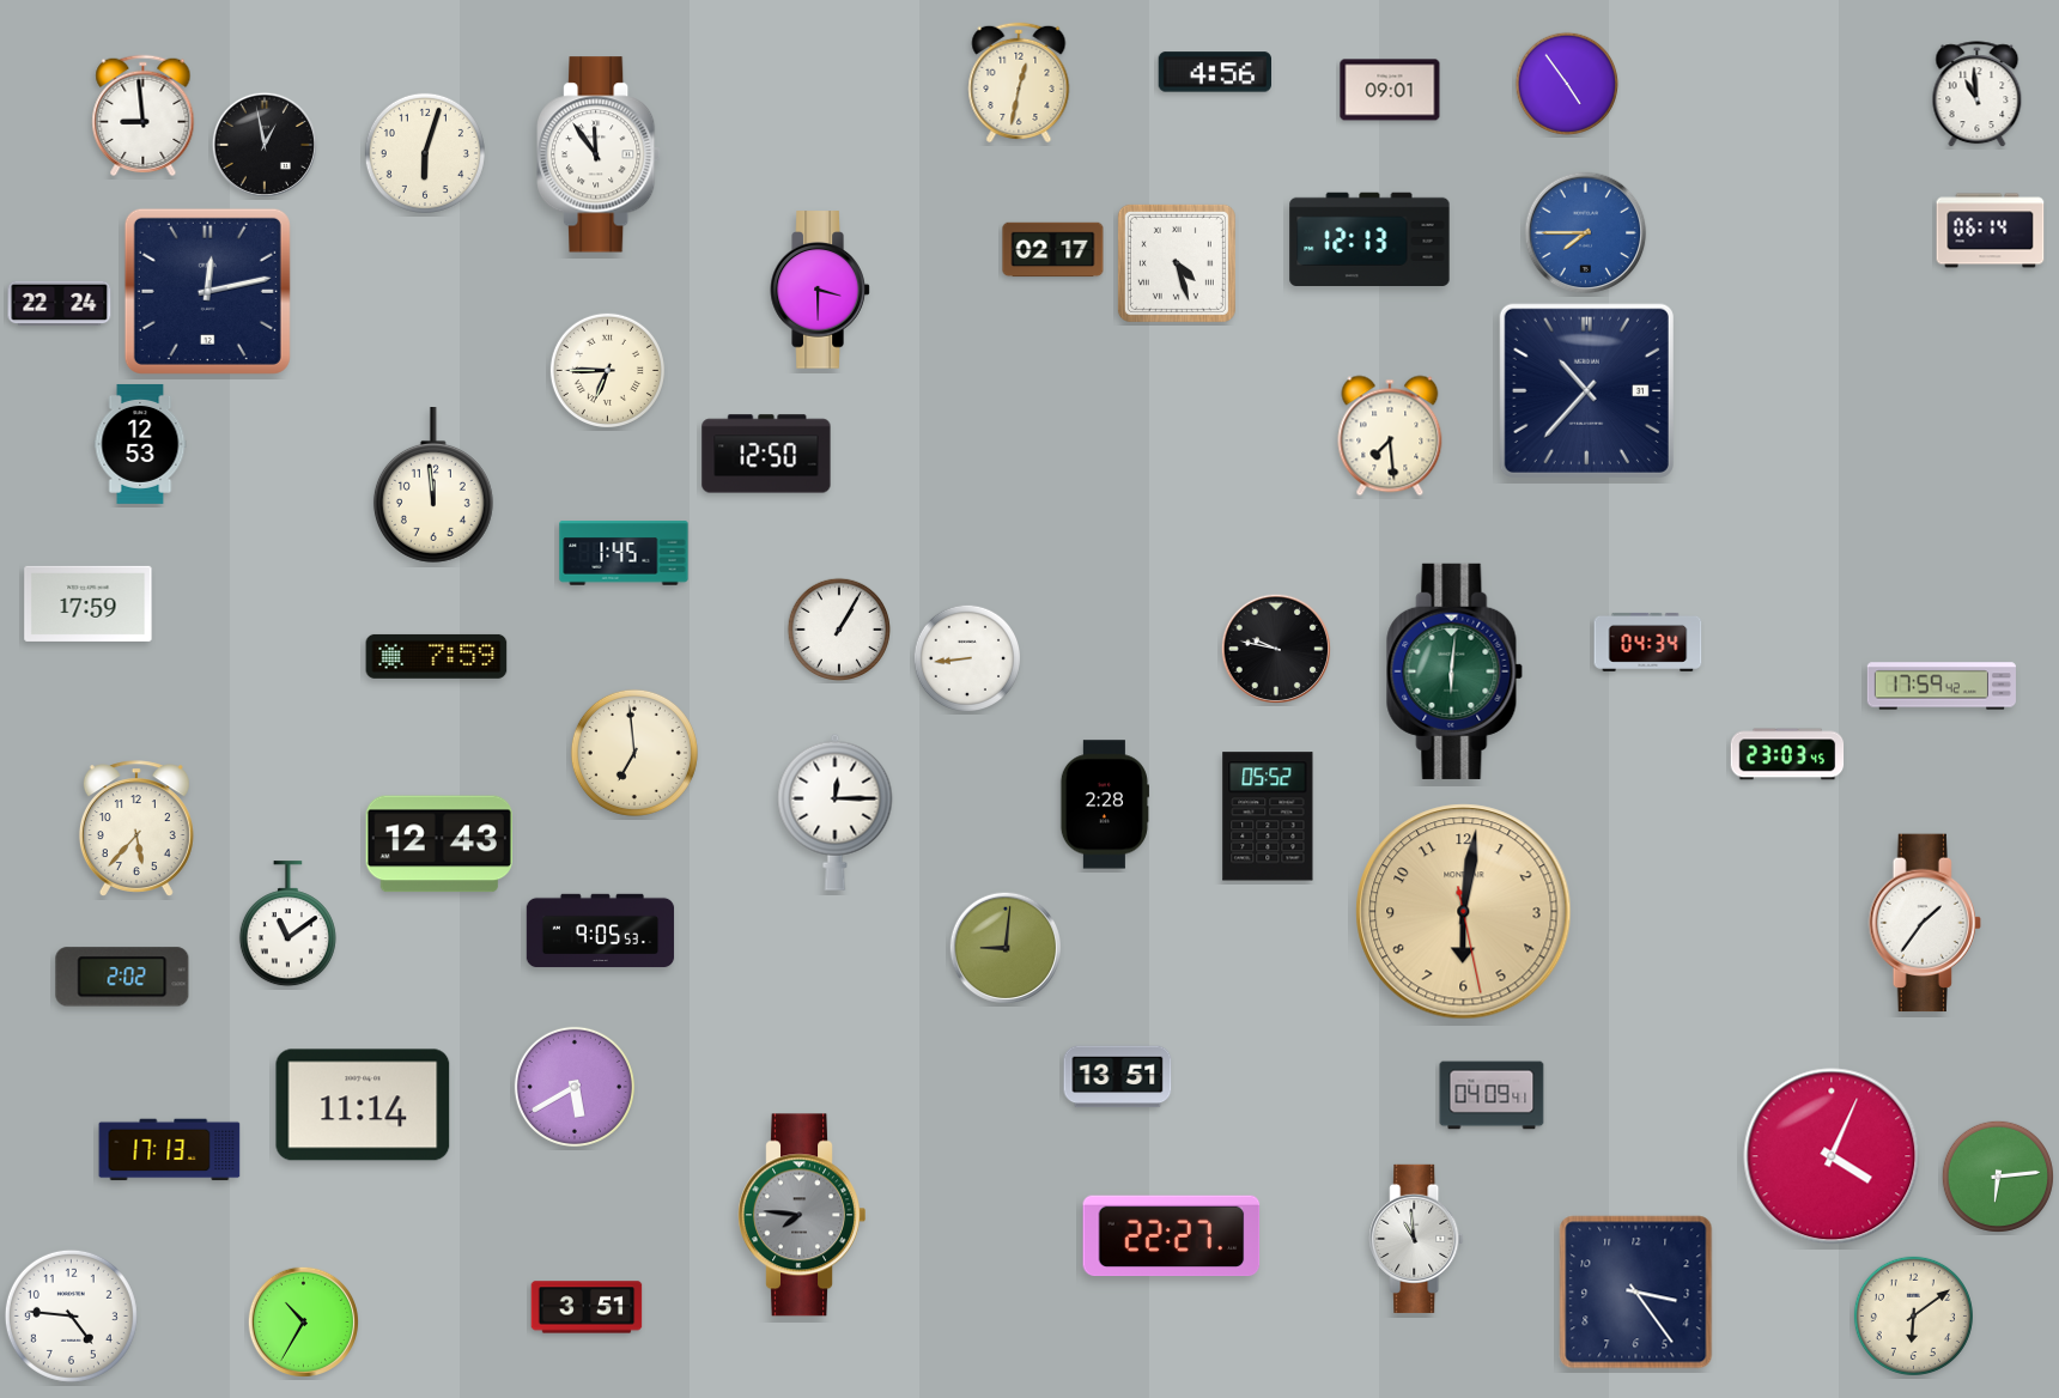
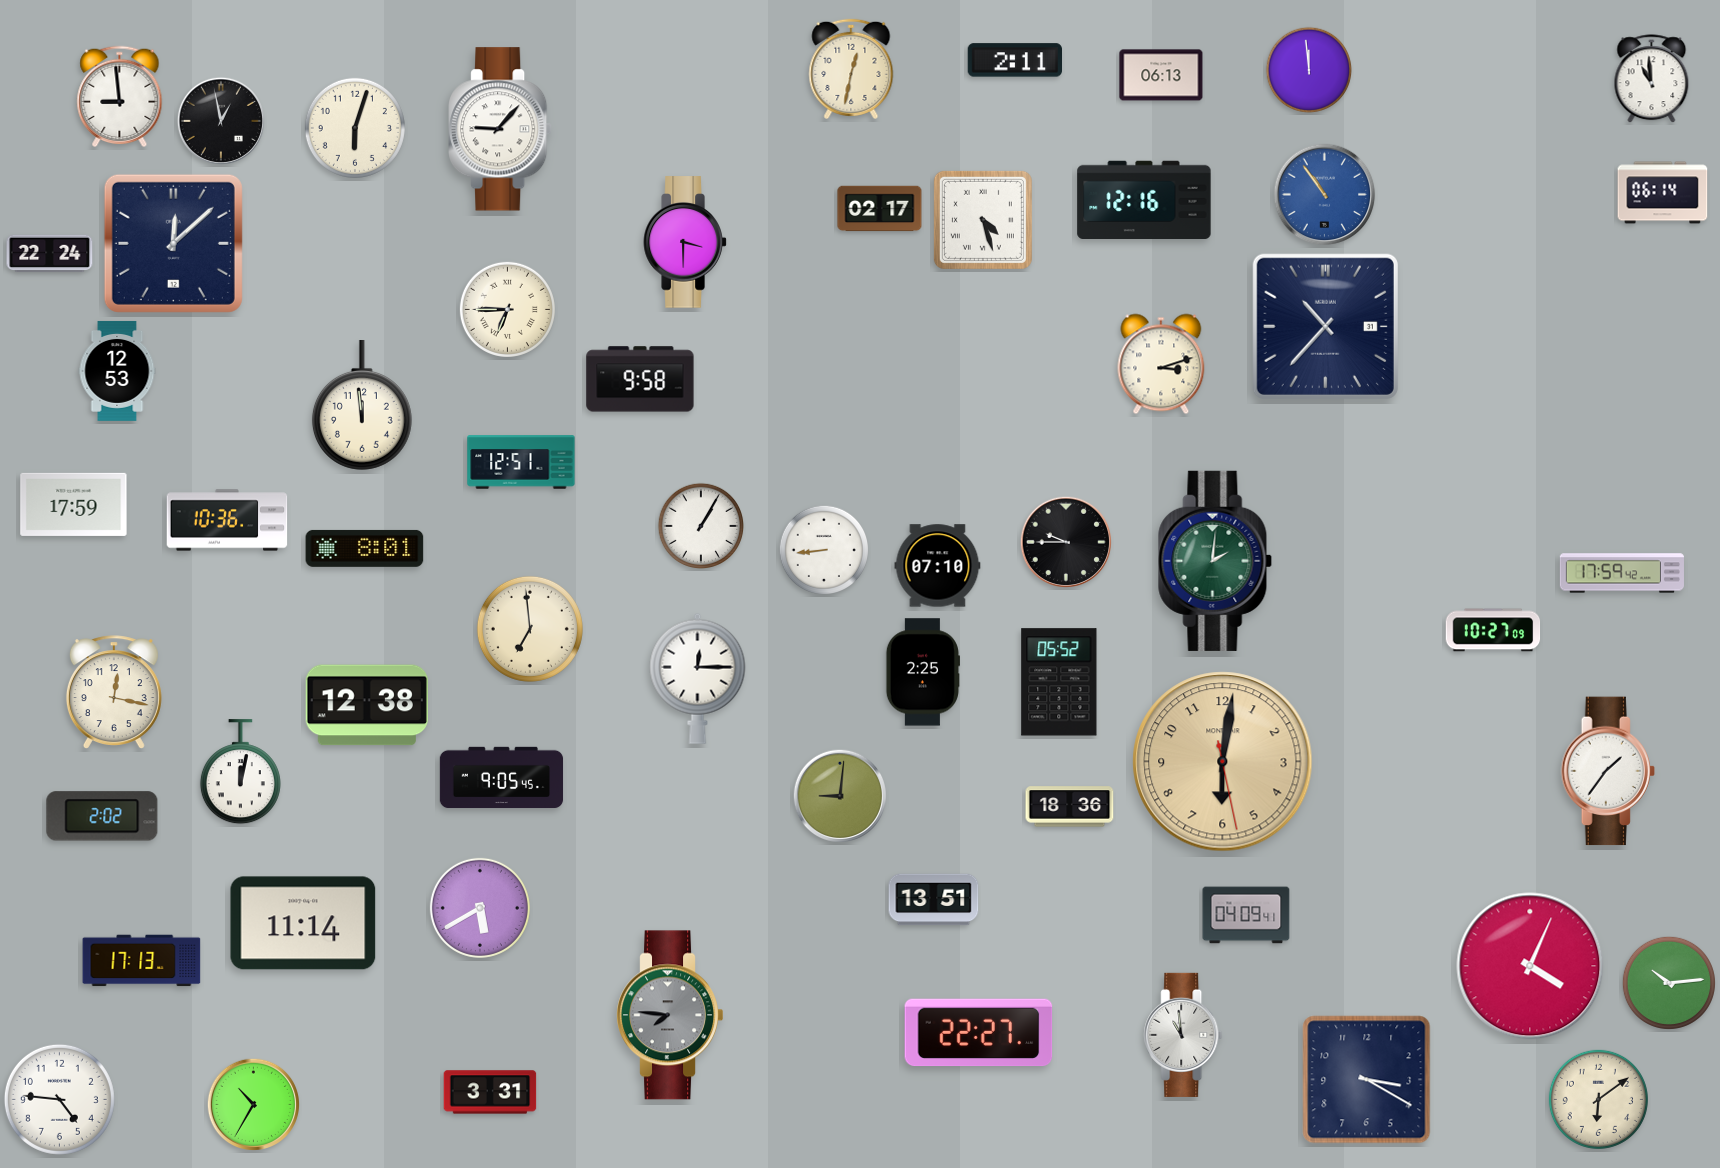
clock at (1214, 72): 4:56 -> 2:11
clock at (1567, 84): 4:54 -> 11:59
clock at (1390, 90): 09:01 -> 06:13
clock at (600, 154): 11:54 -> 9:07
clock at (1586, 233): 7:45 -> 10:54
clock at (1369, 238): 12:13 -> 12:16
clock at (207, 291): 12:13 -> 12:08
clock at (1390, 436): 7:29 -> 3:12
clock at (766, 454): 12:50 -> 9:58
clock at (624, 553): 1:45 -> 12:51
clock at (227, 520): none -> 10:36
clock at (1648, 642): 04:34 -> none
clock at (1275, 648): 9:47 -> 9:45
clock at (437, 656): 7:59 -> 8:01
clock at (966, 657) position: (966, 657) -> (823, 549)
clock at (1454, 671): 6:01 -> 2:01
clock at (938, 566): none -> 07:10
clock at (1787, 754): 23:03 -> 10:27
clock at (1104, 804): 2:28 -> 2:25
clock at (136, 828): 5:37 -> 12:17
clock at (439, 844): 12:43 -> 12:38
clock at (287, 924): 11:09 -> 12:02
clock at (601, 931): 9:05:53 -> 9:05:45
clock at (1006, 948) position: (1006, 948) -> (840, 796)
clock at (1070, 807): none -> 18:36
clock at (1998, 1177): 6:14 -> 10:14
clock at (1636, 1293): 3:24 -> 3:20
clock at (587, 1307): 3:51 -> 3:31
